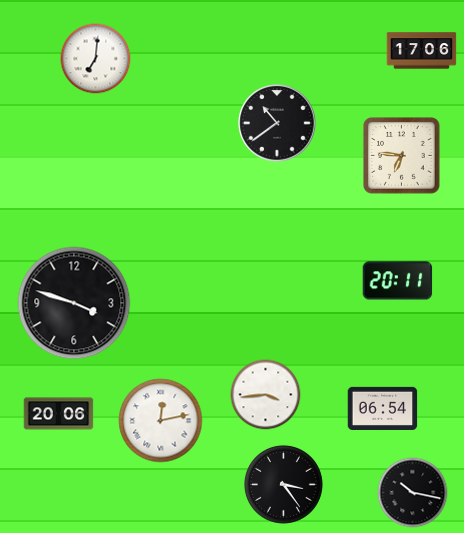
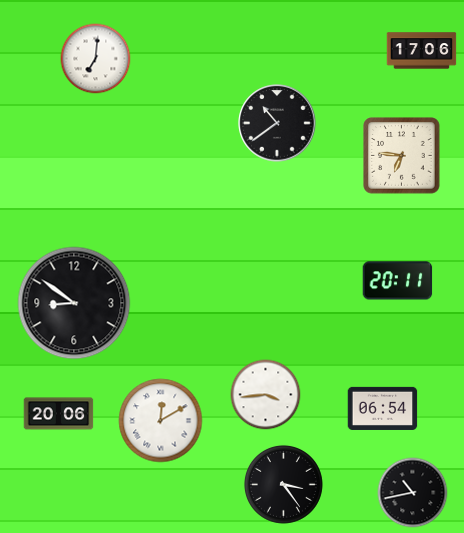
clock at (74, 303): 3:48 -> 8:51
clock at (161, 421): 12:13 -> 12:10
clock at (413, 493): 10:17 -> 10:43
